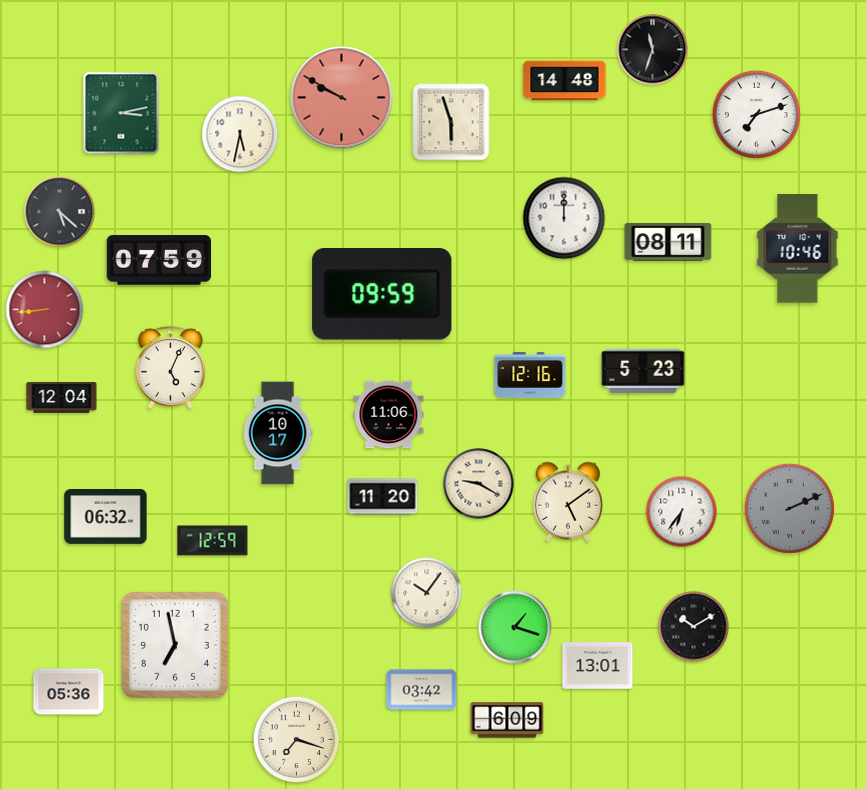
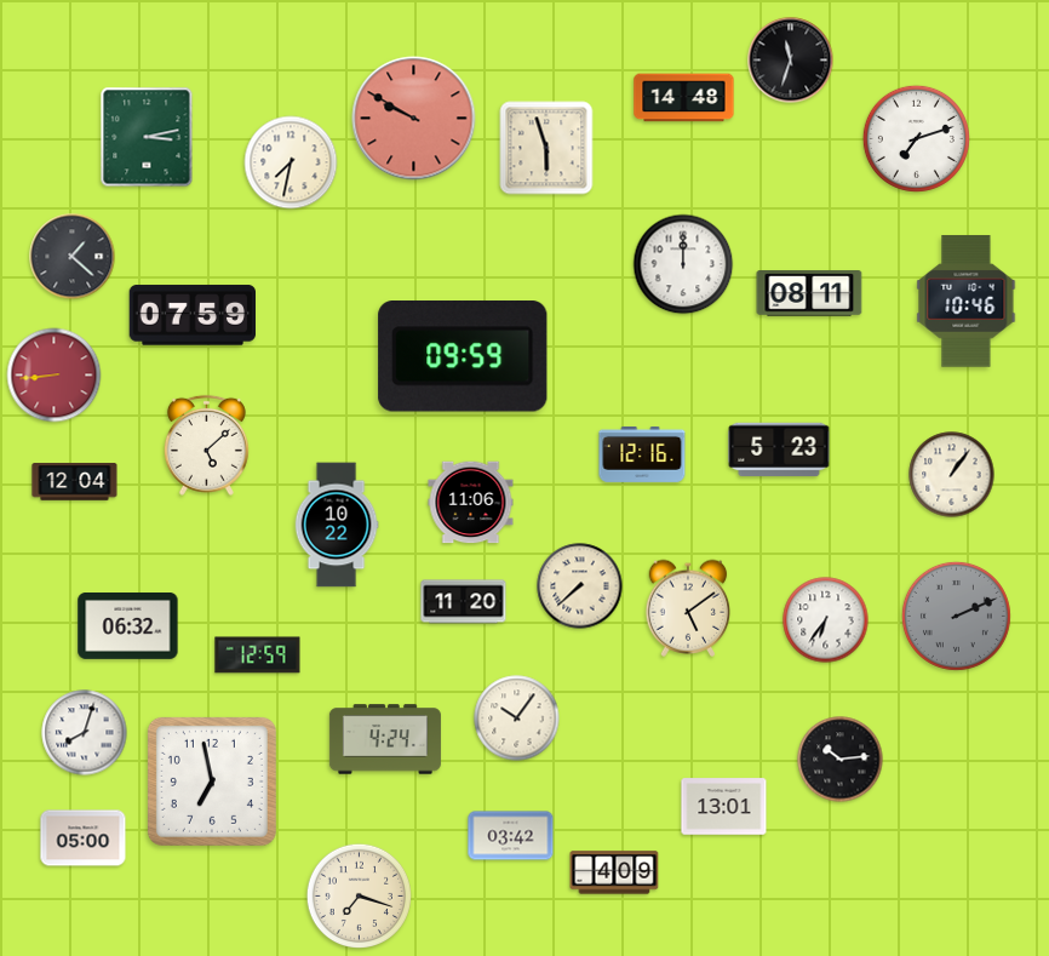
clock at (240, 134): 5:32 -> 7:32
clock at (60, 212): 5:22 -> 1:22
clock at (170, 367): 5:04 -> 5:08
clock at (952, 475): none -> 1:06
clock at (278, 433): 10:17 -> 10:22
clock at (479, 484): 9:20 -> 7:38
clock at (85, 733): none -> 8:03
clock at (385, 739): none -> 4:24
clock at (515, 627): 1:18 -> none
clock at (694, 627): 10:10 -> 10:14
clock at (69, 692): 05:36 -> 05:00
clock at (507, 720): 6:09 -> 4:09
